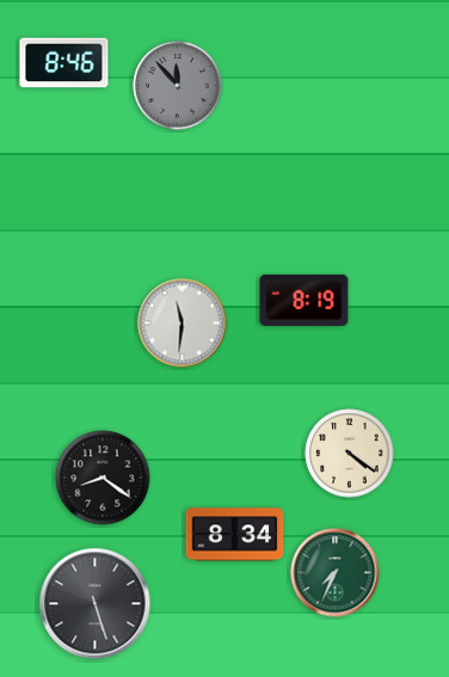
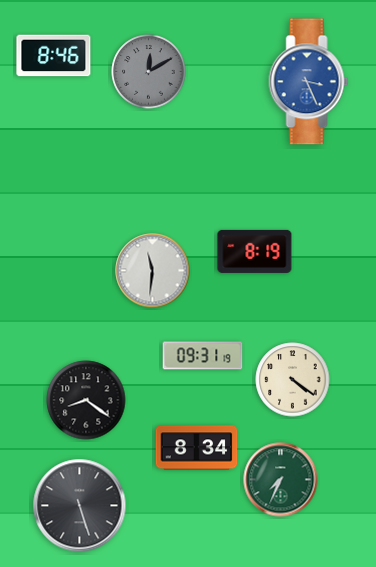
clock at (64, 63) position: (64, 63) -> (54, 56)
clock at (178, 86): 11:53 -> 12:10
clock at (309, 82): none -> 3:26
clock at (203, 356): none -> 09:31
